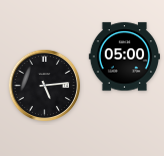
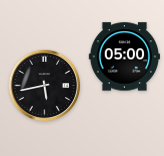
clock at (45, 86): 5:14 -> 5:43
